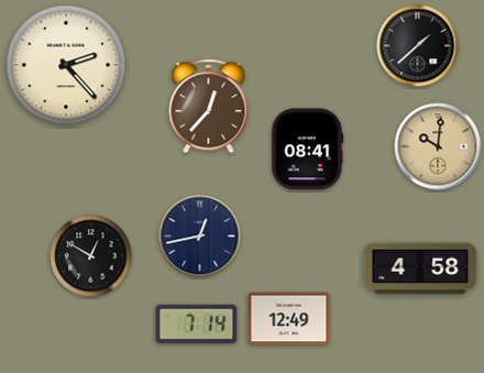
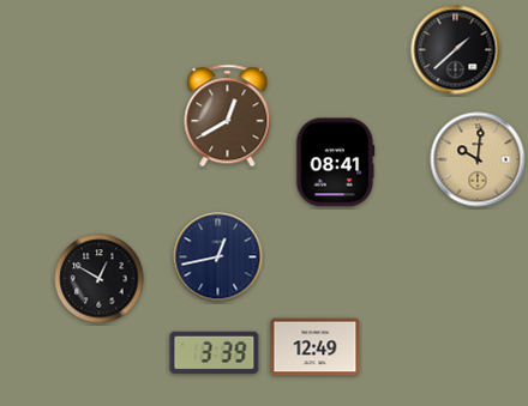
clock at (66, 65): 2:23 -> none
clock at (209, 107): 12:37 -> 12:40
clock at (420, 268): 4:58 -> none
clock at (197, 323): 7:14 -> 3:39
